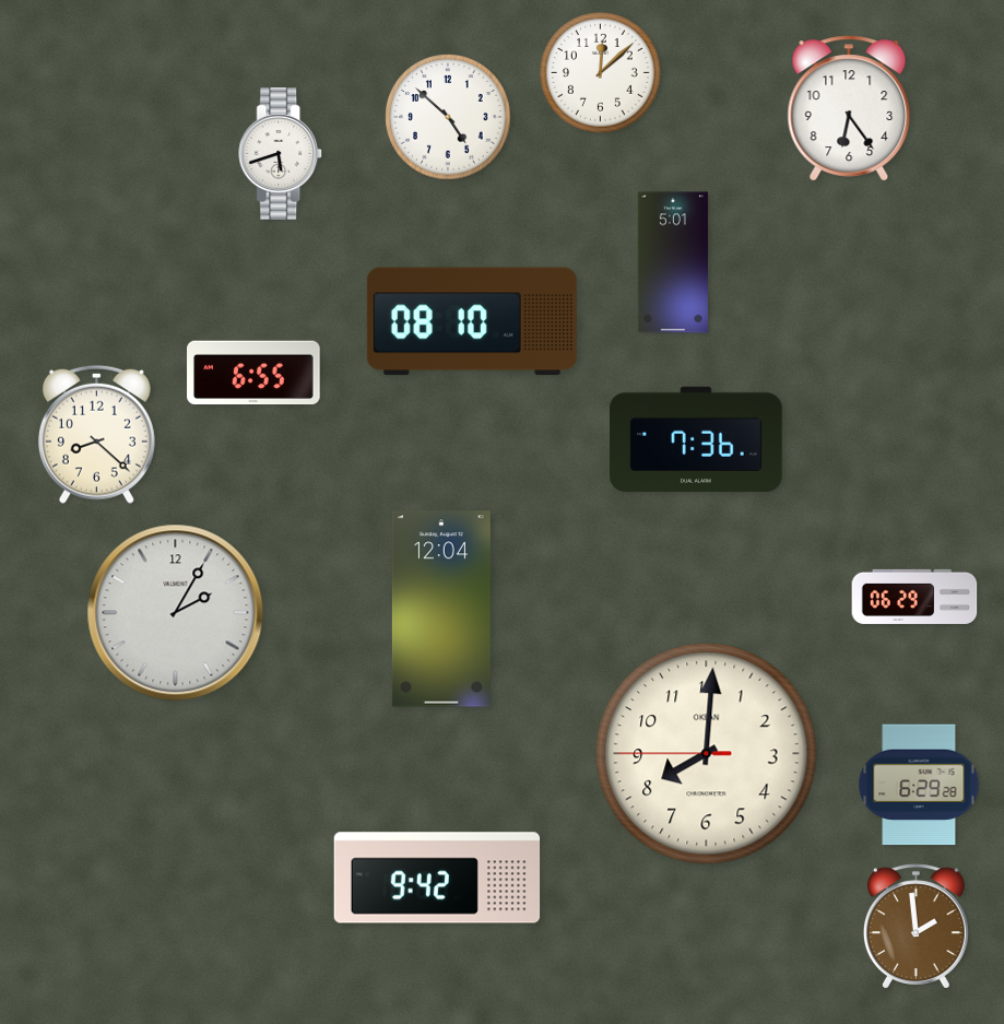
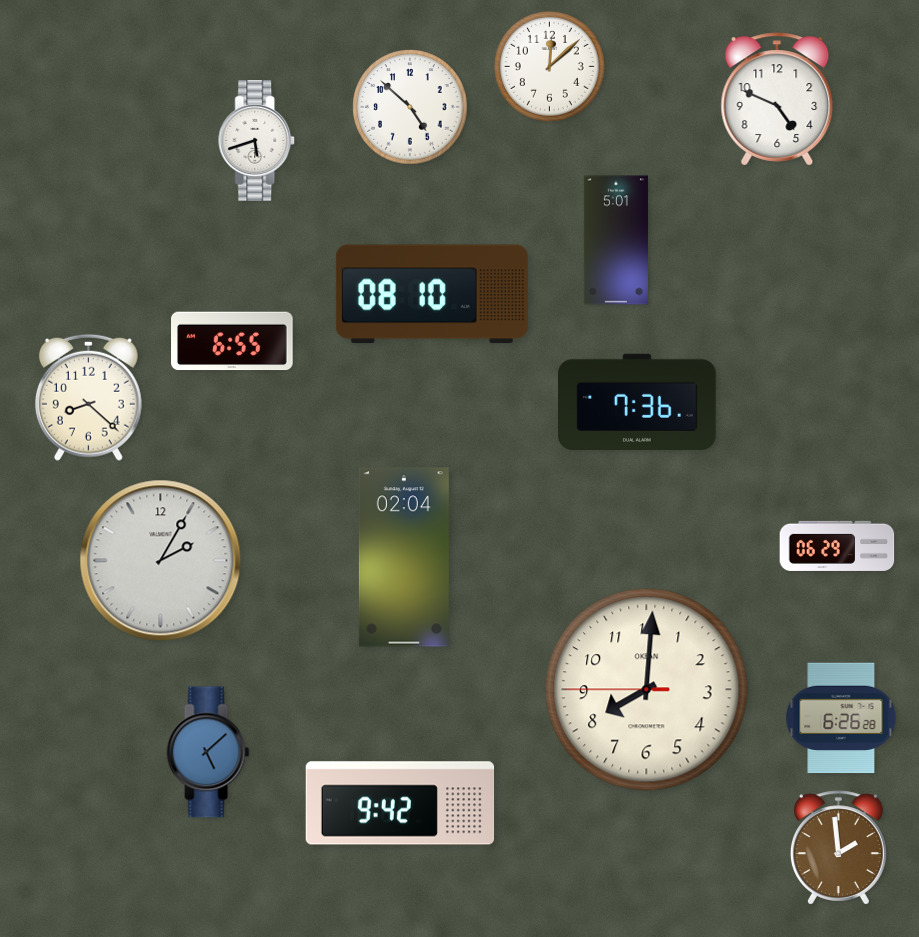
clock at (849, 108): 6:24 -> 4:49
clock at (441, 609): 12:04 -> 02:04
clock at (919, 785): 6:29 -> 6:26
clock at (208, 752): none -> 5:08
